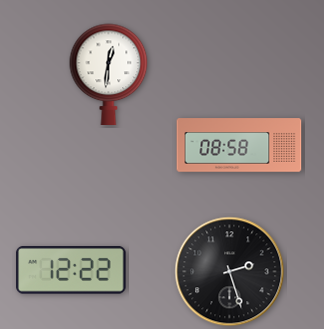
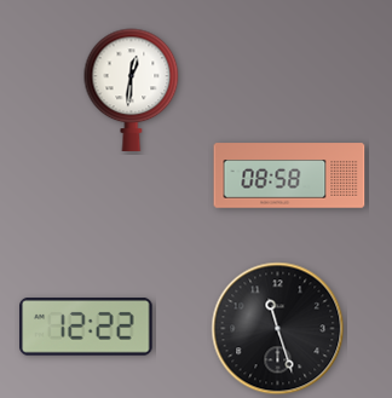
clock at (230, 272): 2:27 -> 11:27
